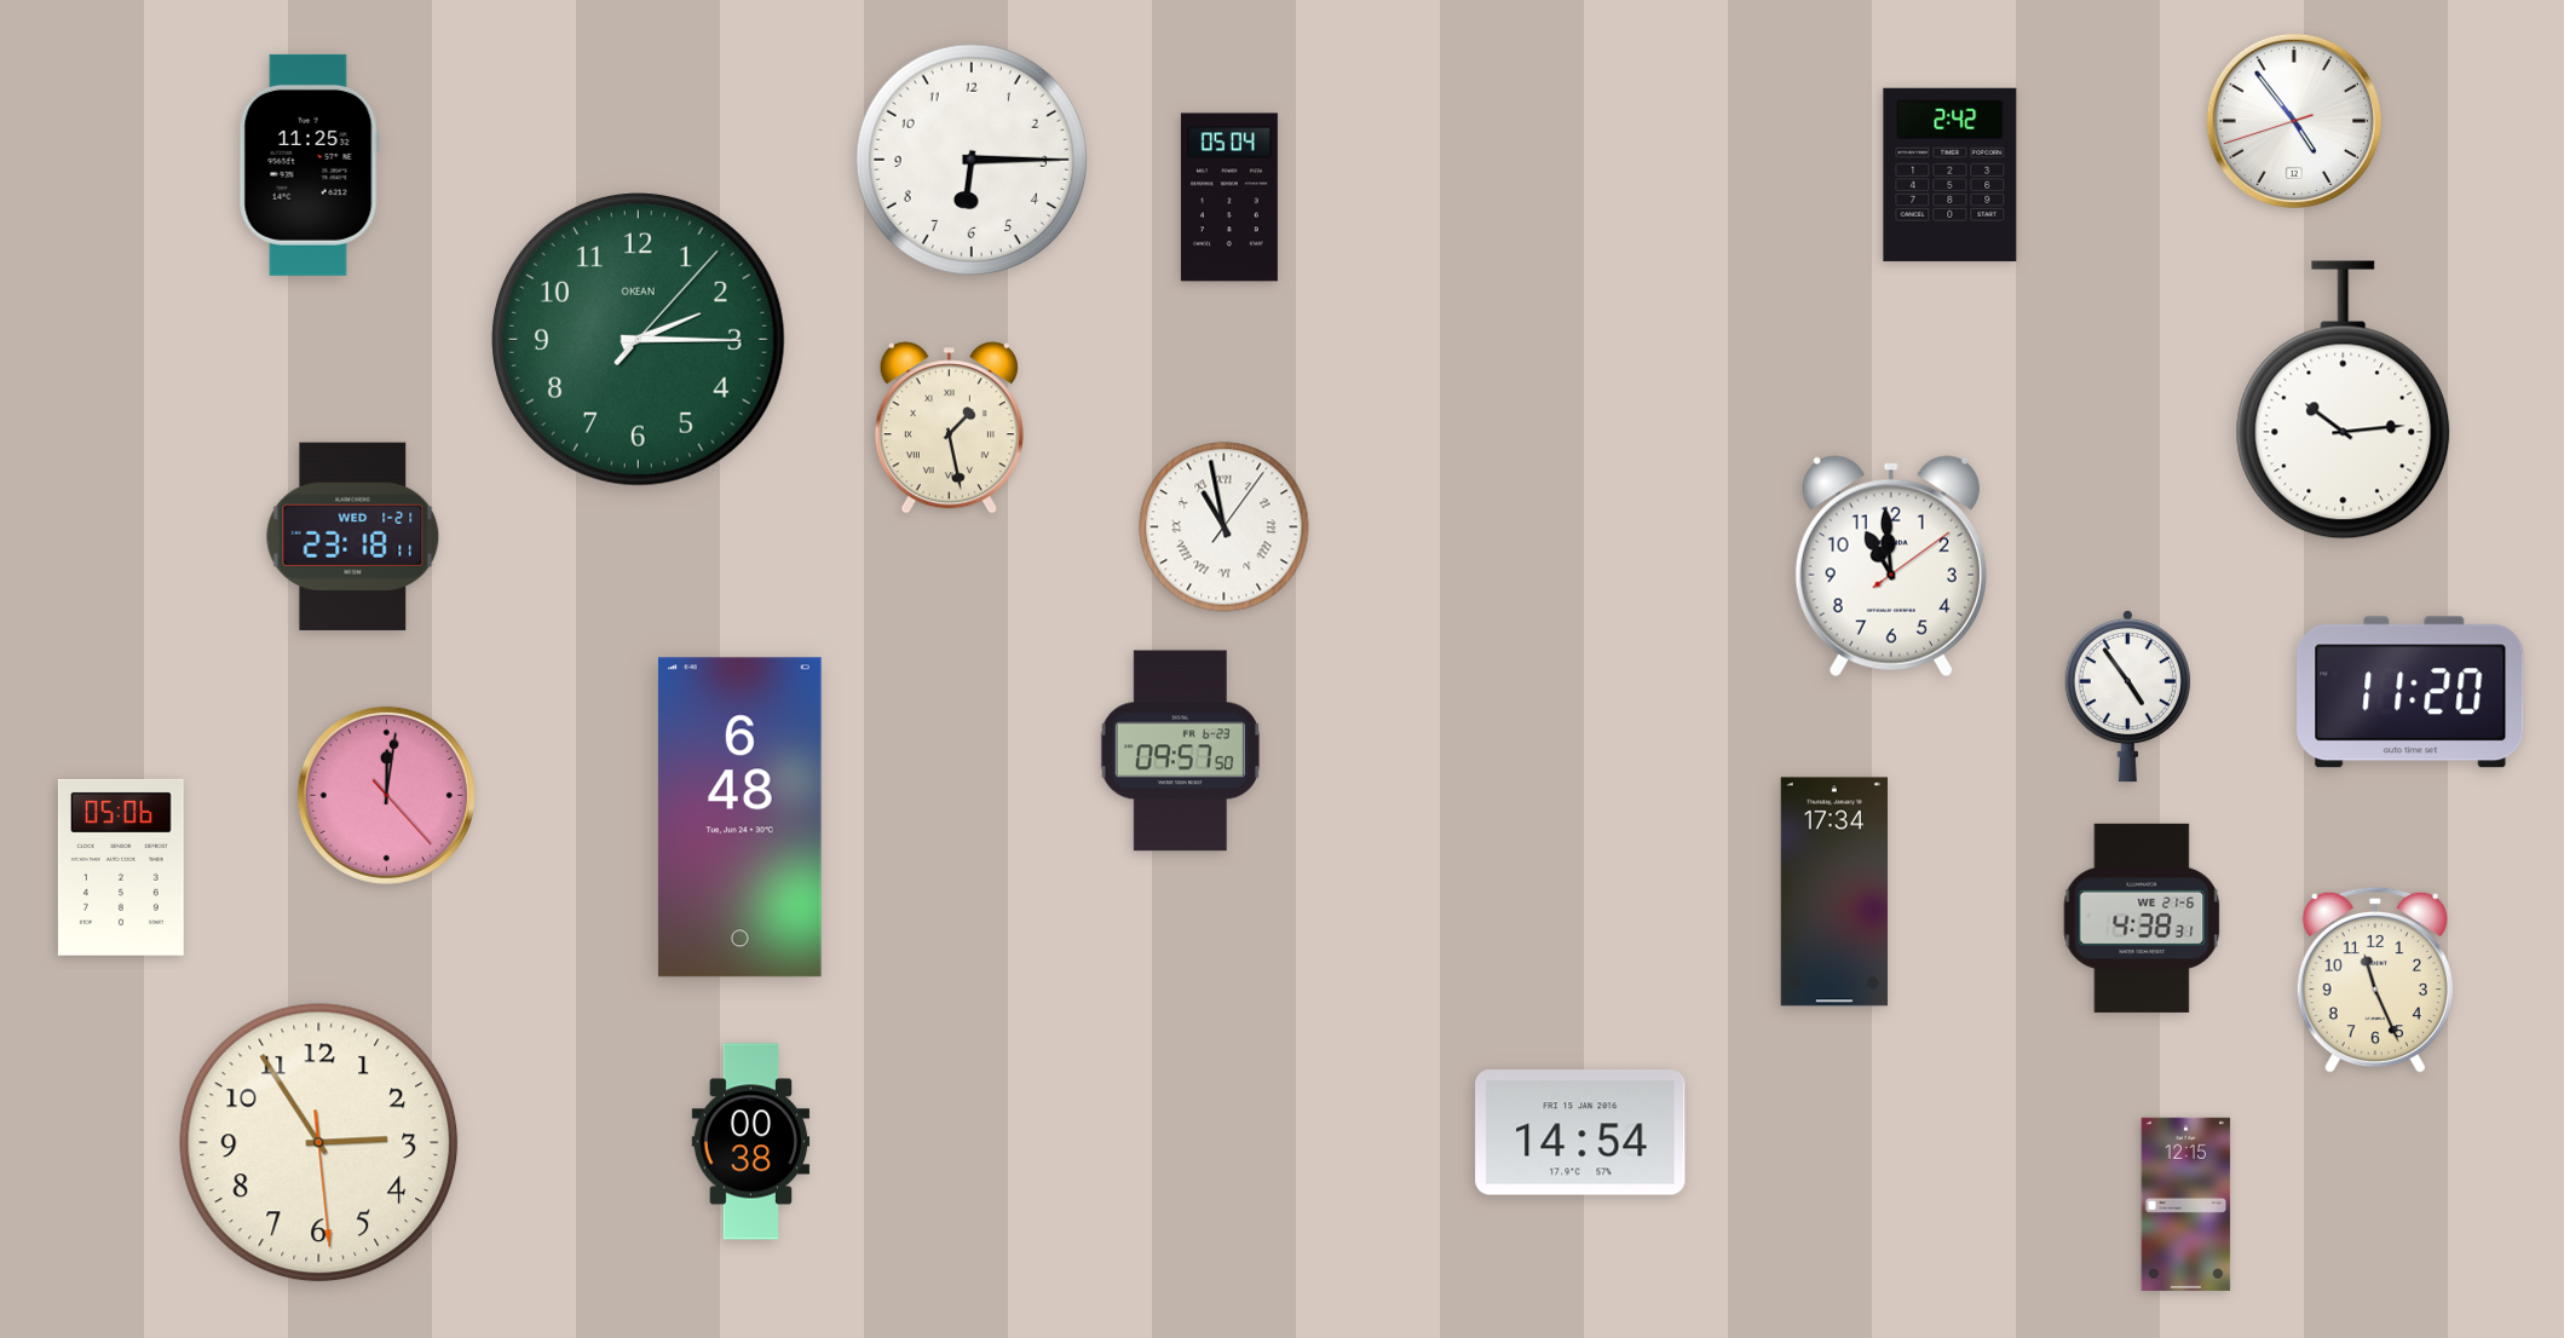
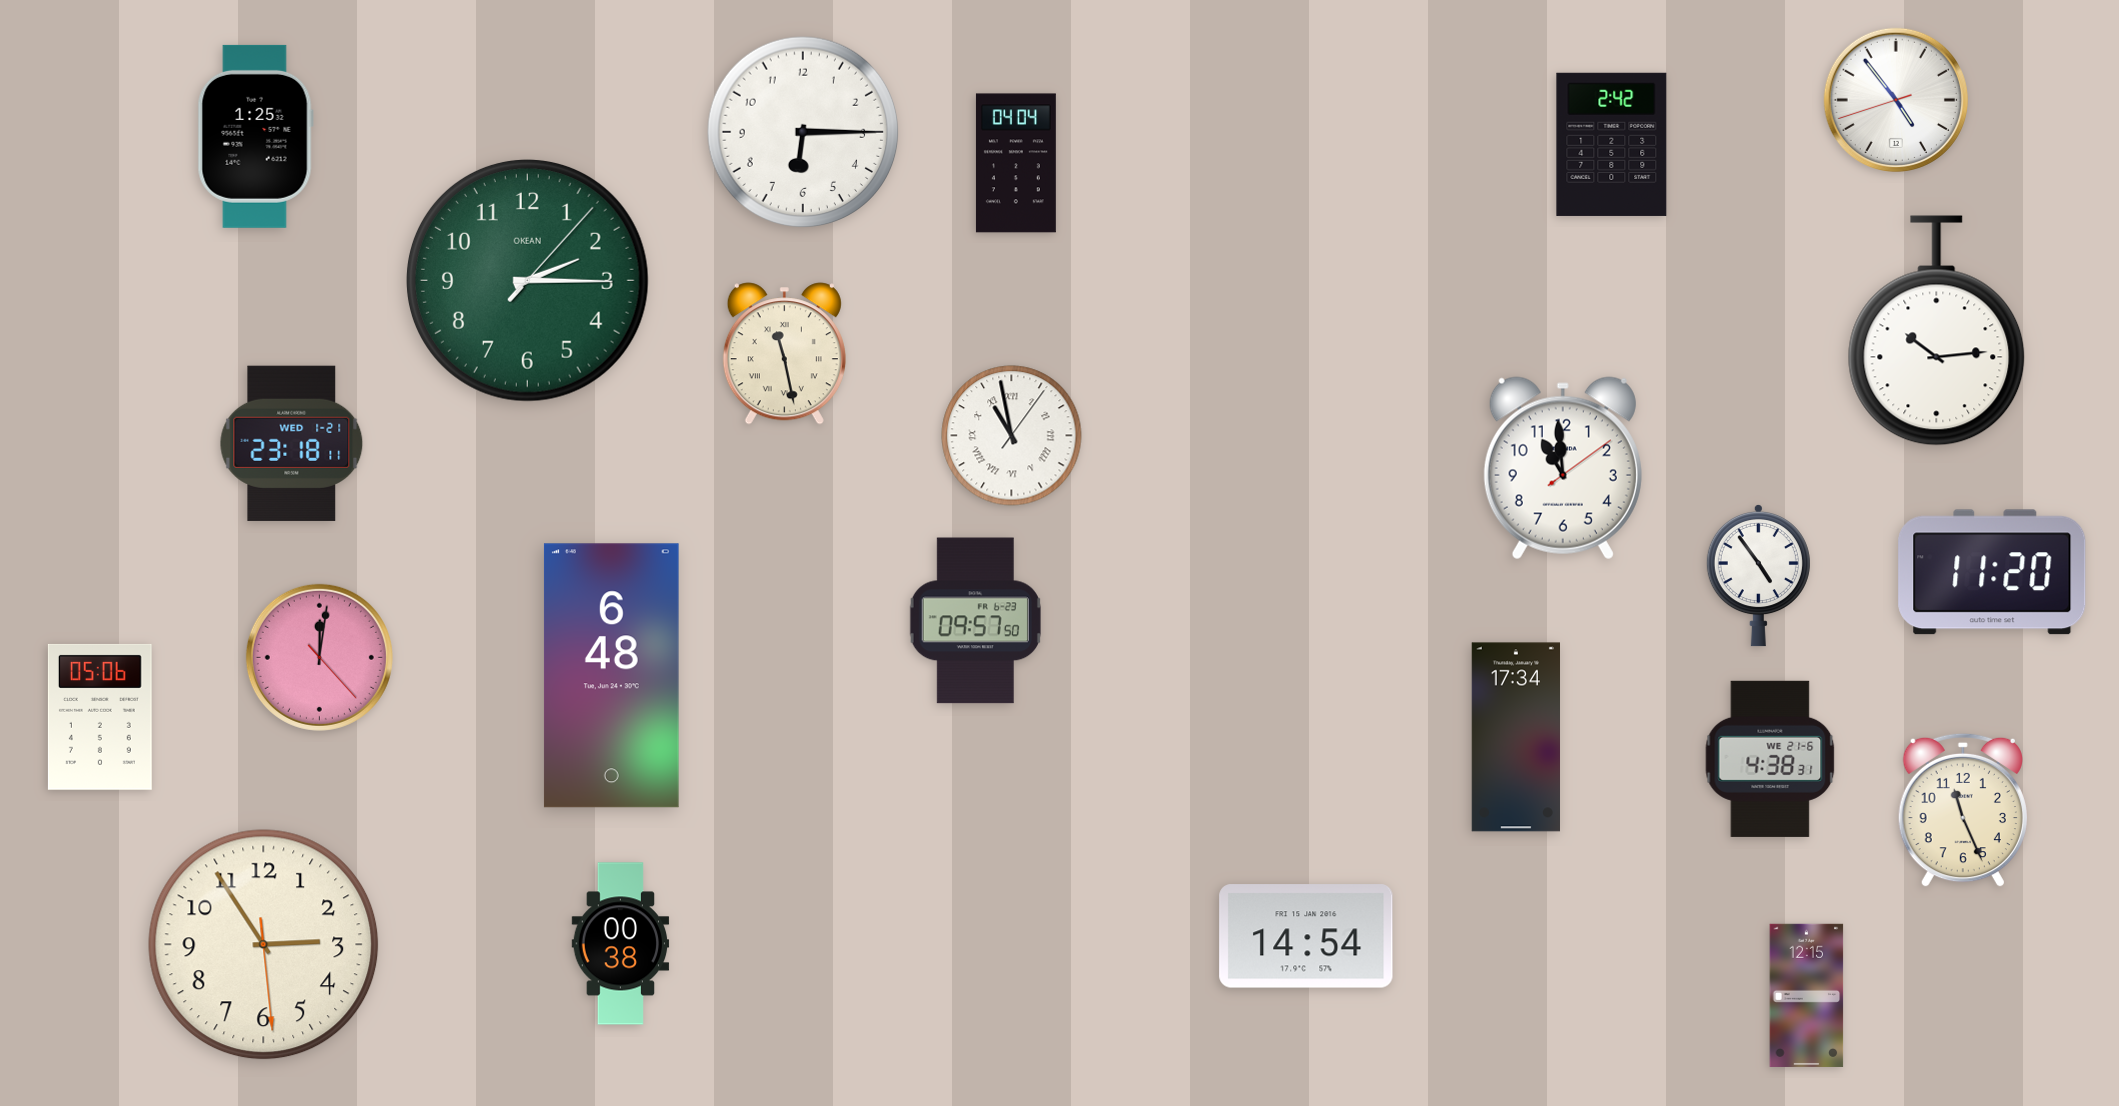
clock at (309, 165): 11:25 -> 1:25
clock at (1229, 197): 05:04 -> 04:04
clock at (949, 428): 1:28 -> 11:28
